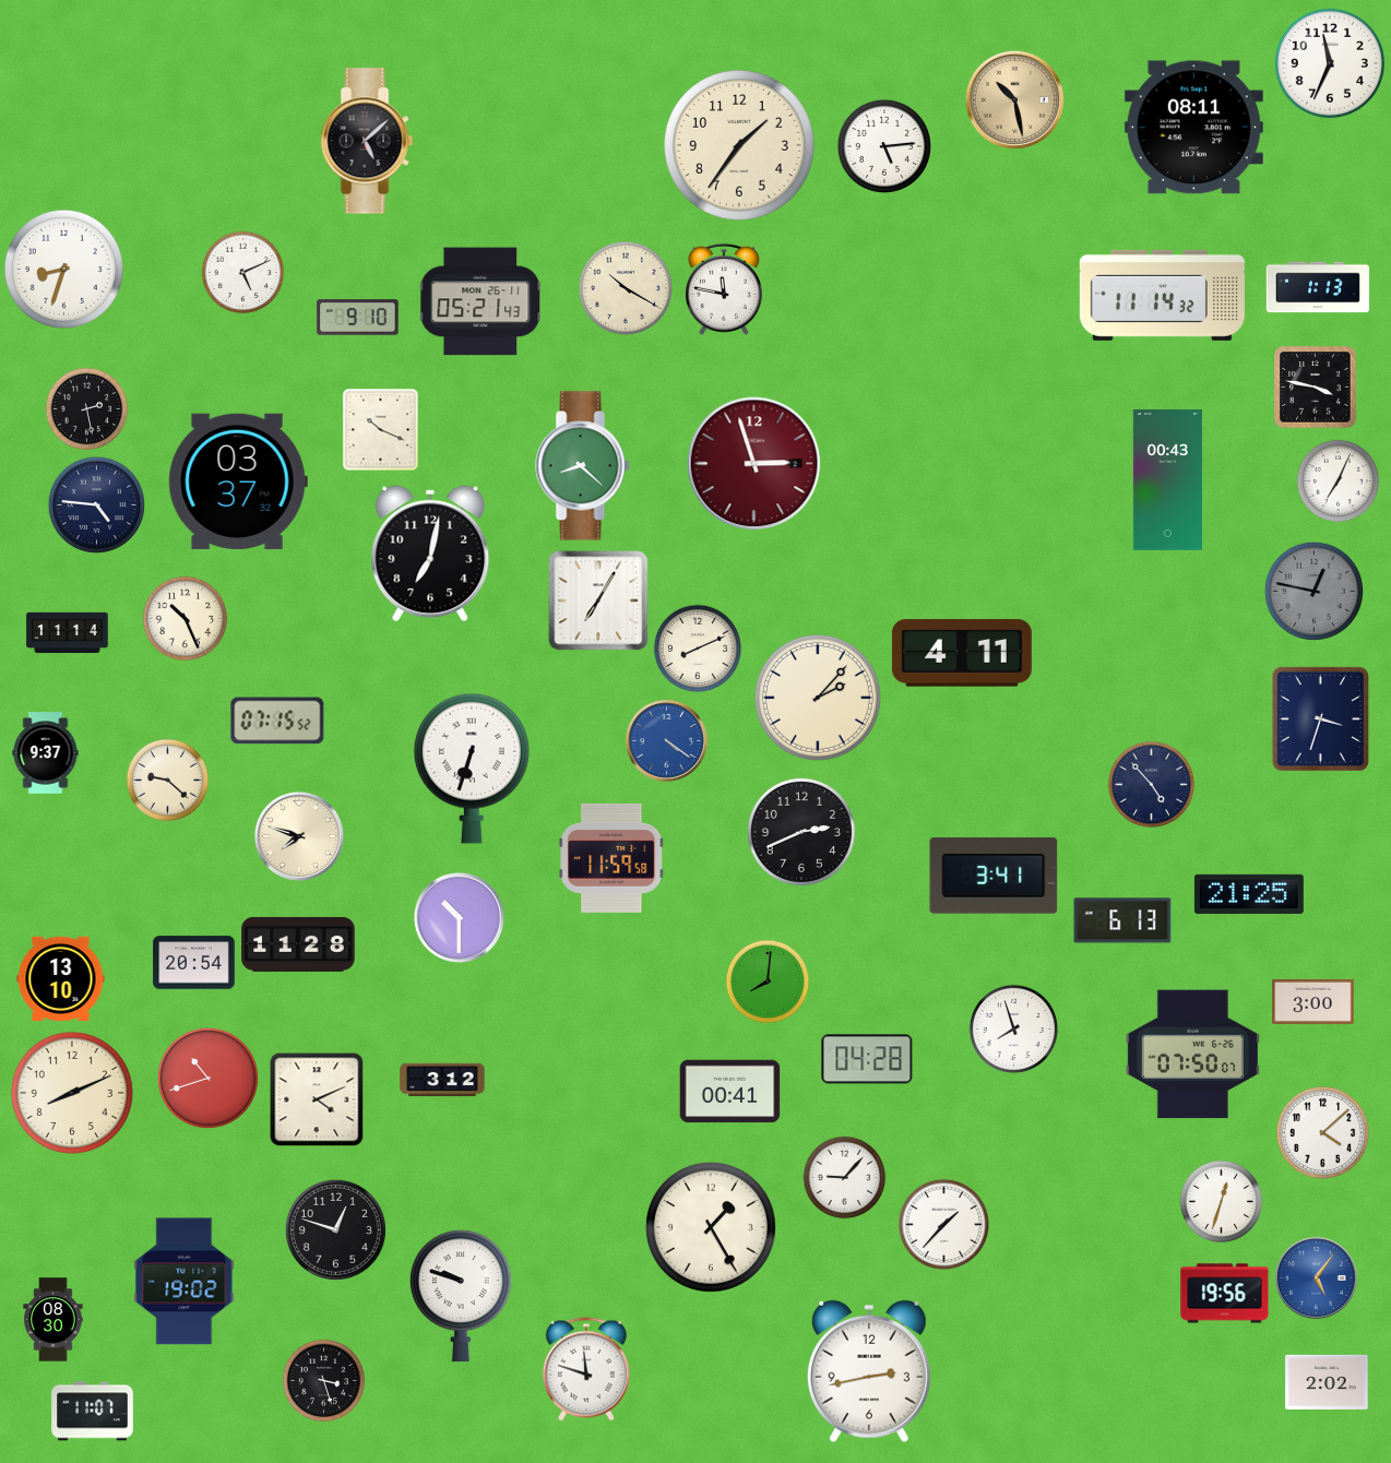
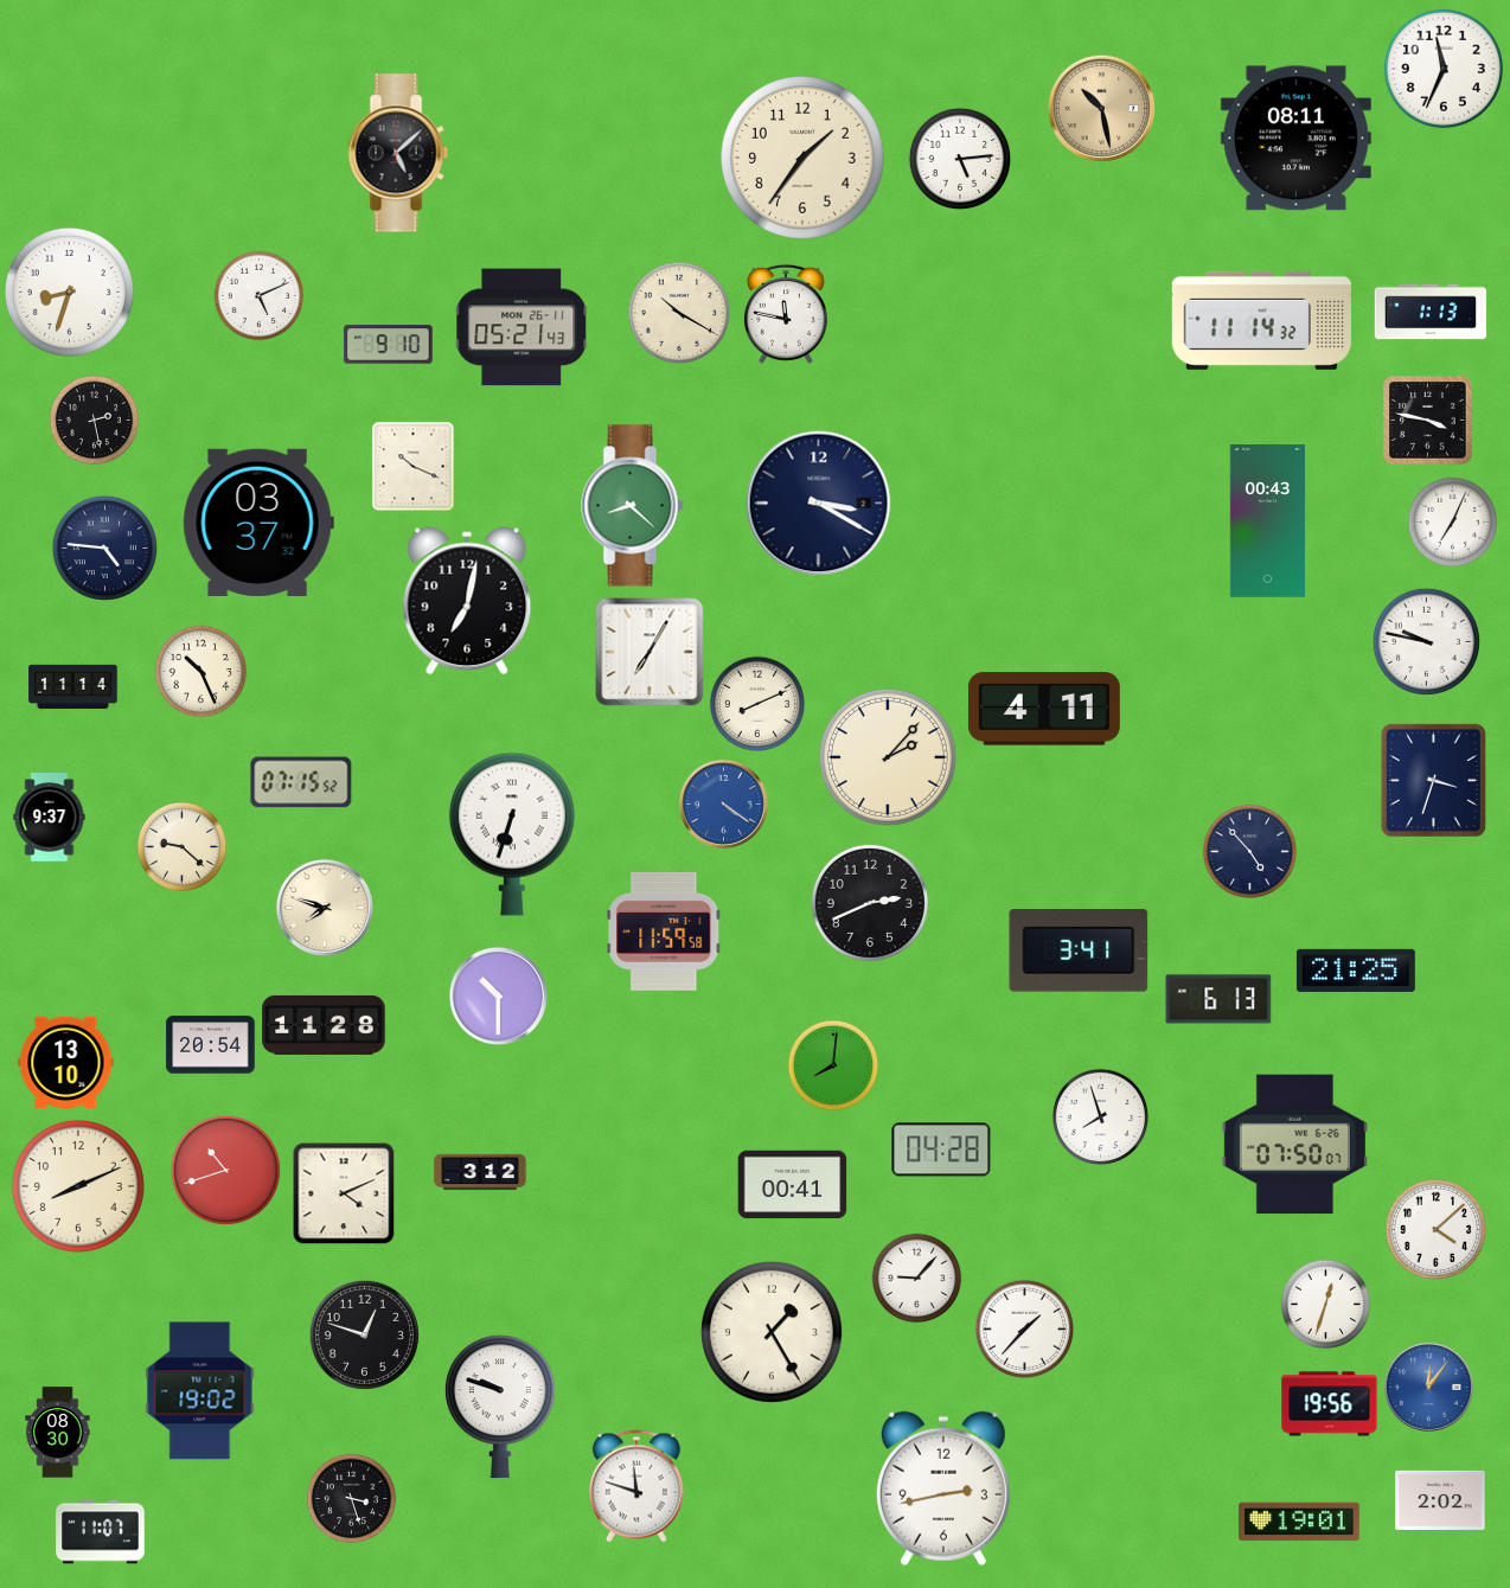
clock at (243, 273) position: (243, 273) -> (260, 296)
clock at (87, 409) position: (87, 409) -> (95, 421)
clock at (754, 464): 2:57 -> 3:20
clock at (754, 464) dial: burgundy -> navy
clock at (1313, 591): 12:47 -> 9:47
clock at (1313, 591) dial: grey -> white
clock at (1313, 1001): 3:00 -> none
clock at (1316, 1277): 5:06 -> 12:06
clock at (1299, 1522): none -> 19:01
